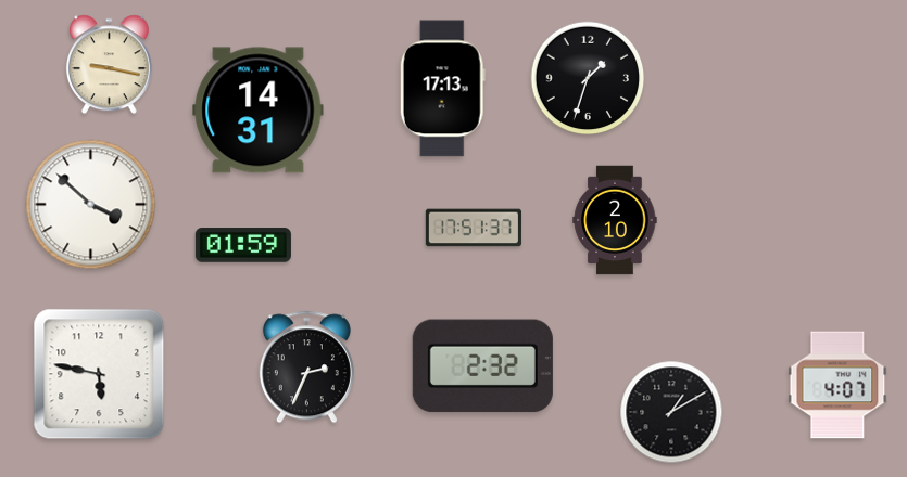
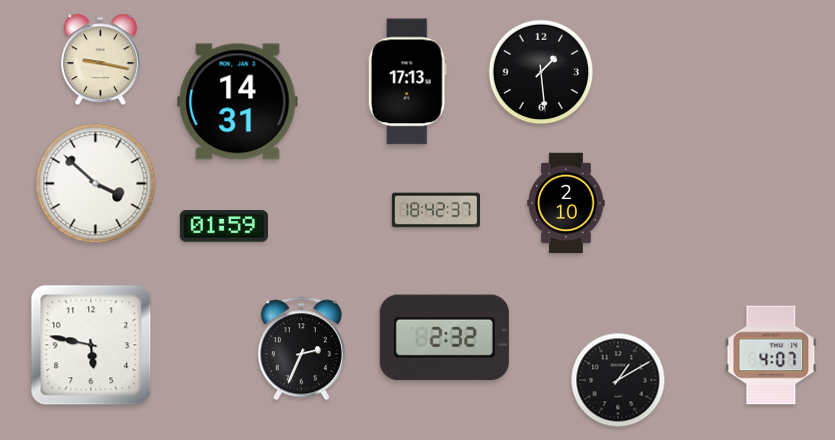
clock at (588, 78): 1:33 -> 1:29
clock at (91, 205) position: (91, 205) -> (96, 184)
clock at (474, 228): 17:51 -> 18:42
clock at (306, 368) position: (306, 368) -> (301, 349)
